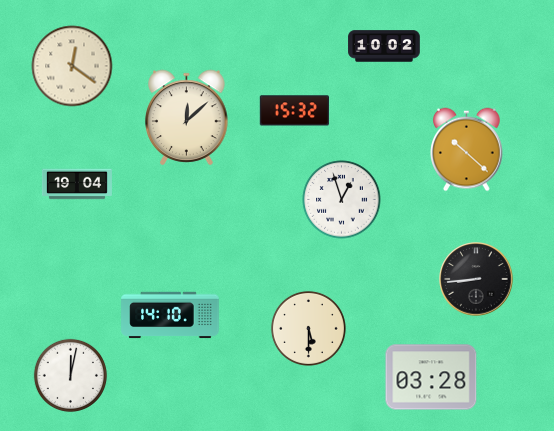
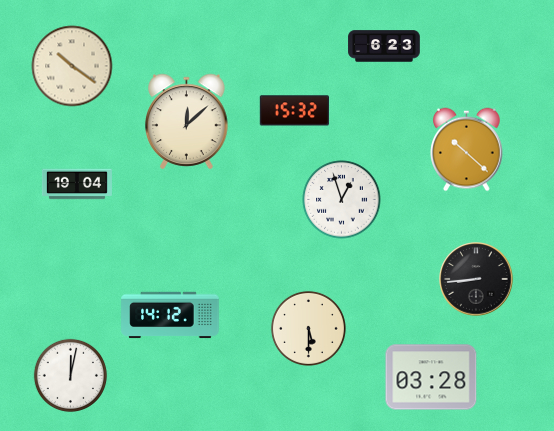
clock at (384, 46): 10:02 -> 6:23
clock at (72, 66): 12:21 -> 10:21
clock at (187, 118) position: (187, 118) -> (187, 122)
clock at (170, 315): 14:10 -> 14:12
